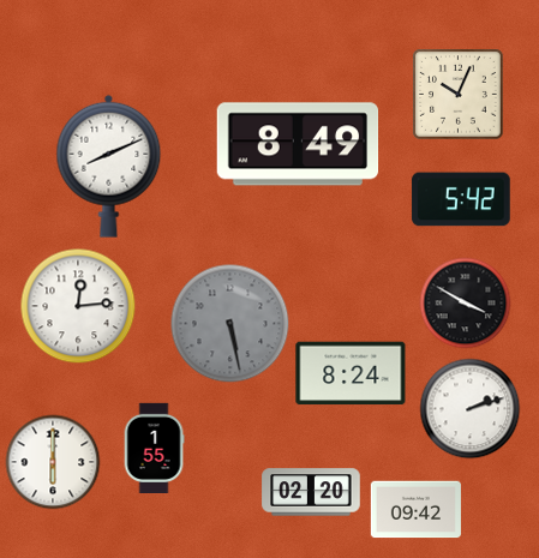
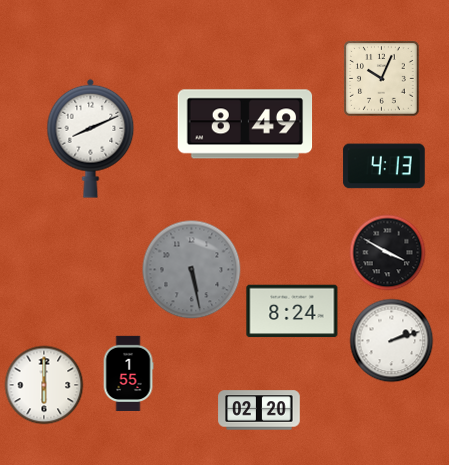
clock at (298, 144) position: (298, 144) -> (245, 124)
clock at (461, 199): 5:42 -> 4:13
clock at (78, 306): 12:14 -> none
clock at (415, 510): 09:42 -> none
